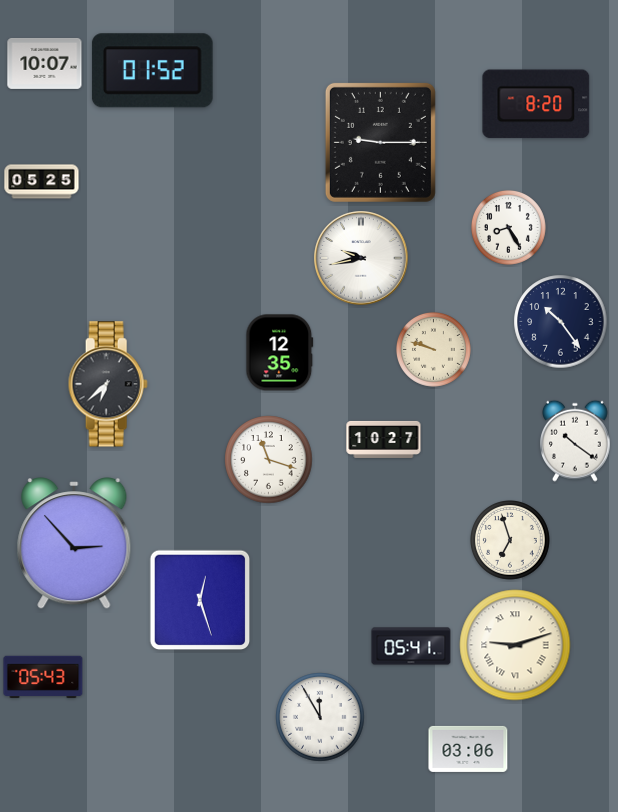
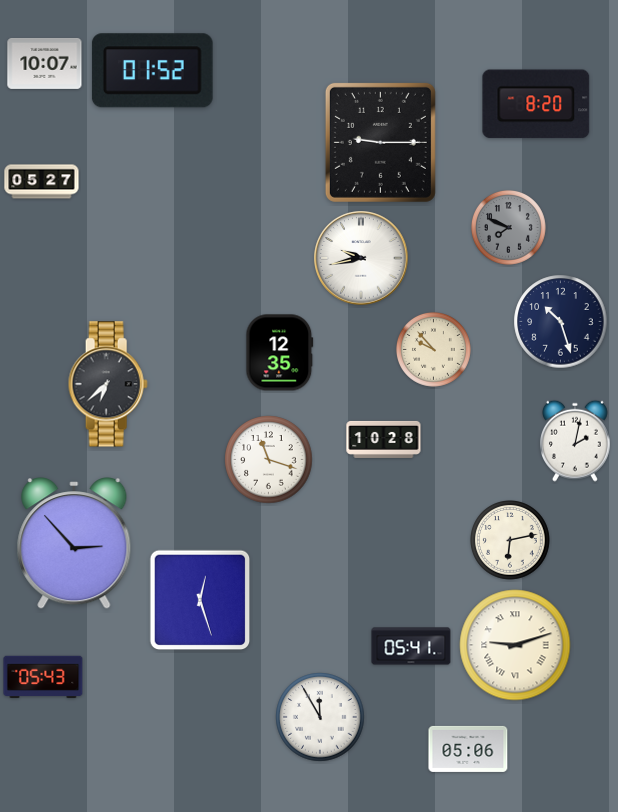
clock at (42, 182): 05:25 -> 05:27
clock at (508, 227): 8:25 -> 7:49
clock at (508, 227) dial: white -> grey
clock at (561, 322): 10:24 -> 10:27
clock at (433, 349): 9:48 -> 9:53
clock at (384, 439): 10:27 -> 10:28
clock at (575, 441): 10:21 -> 2:02
clock at (511, 541): 6:57 -> 6:13
clock at (468, 749): 03:06 -> 05:06
